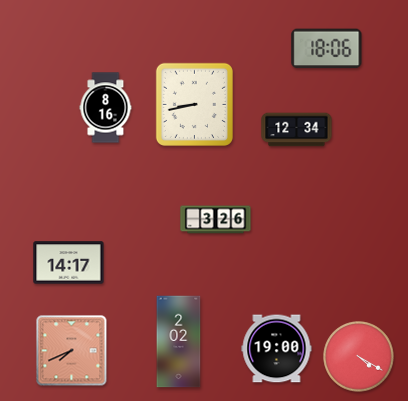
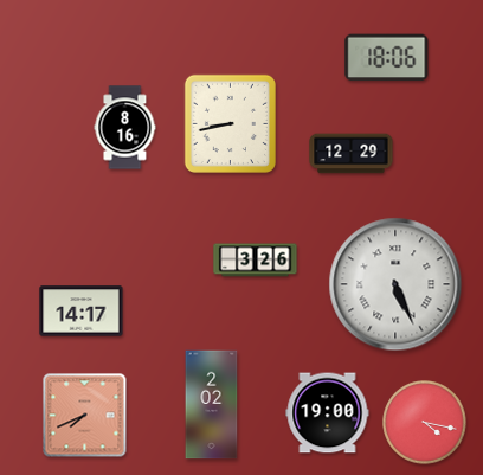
clock at (297, 130): 12:34 -> 12:29
clock at (395, 284): none -> 5:26
clock at (359, 357): 4:20 -> 4:17
